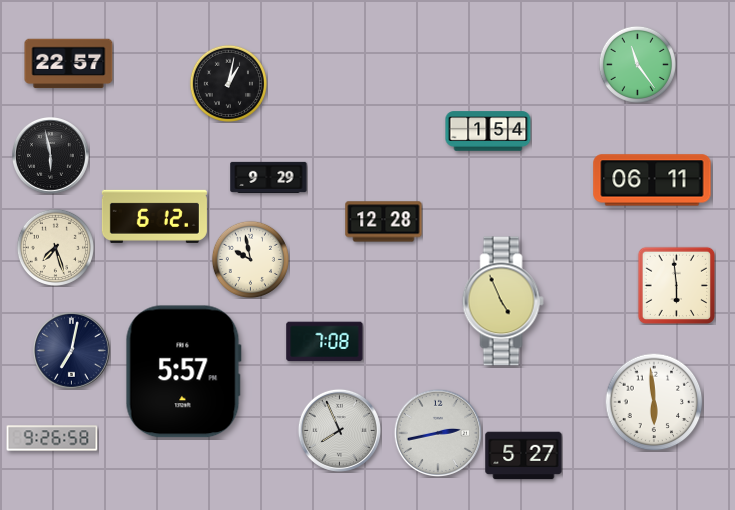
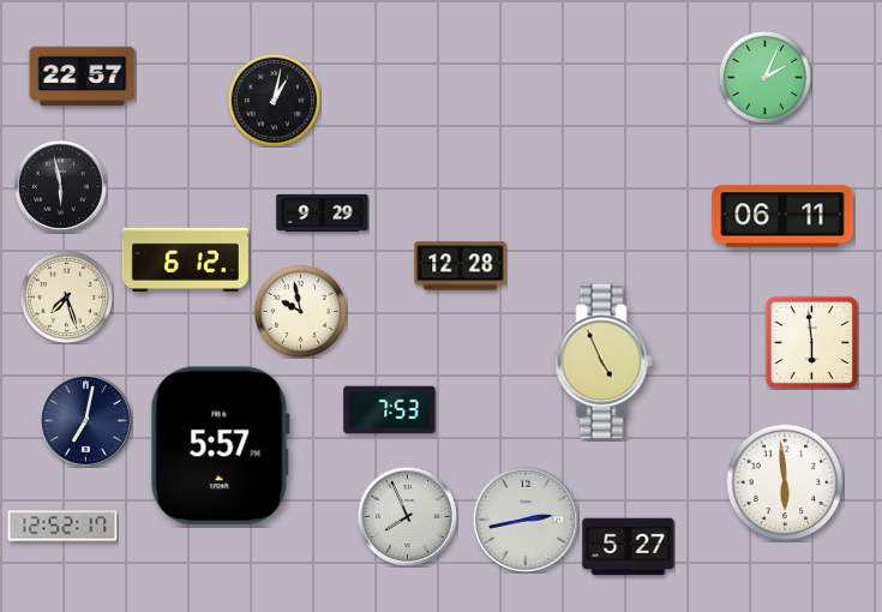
clock at (637, 64): 11:24 -> 2:04
clock at (488, 131): 1:54 -> none
clock at (325, 342): 7:08 -> 7:53
clock at (52, 438): 9:26 -> 12:52
